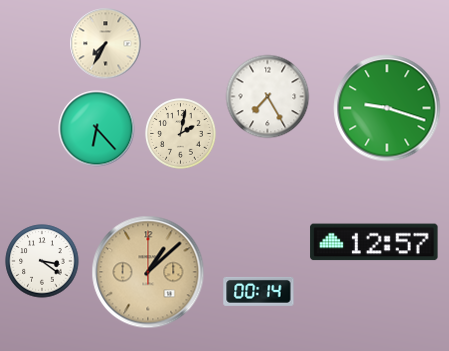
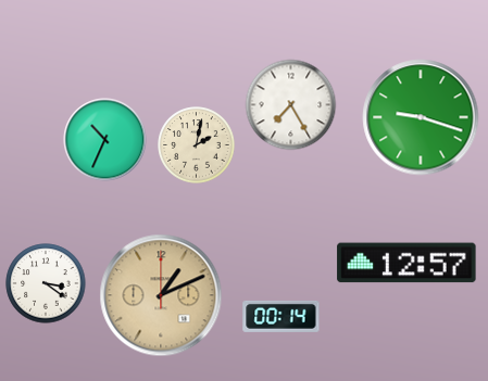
clock at (106, 44): 7:35 -> none
clock at (97, 129): 6:23 -> 10:34
clock at (148, 272): 1:08 -> 1:11
